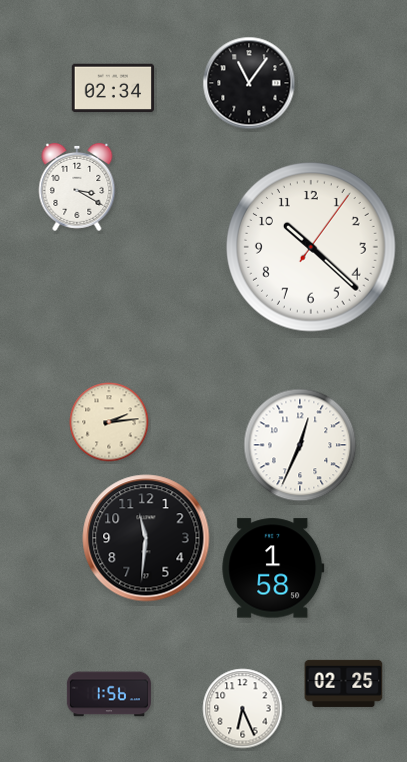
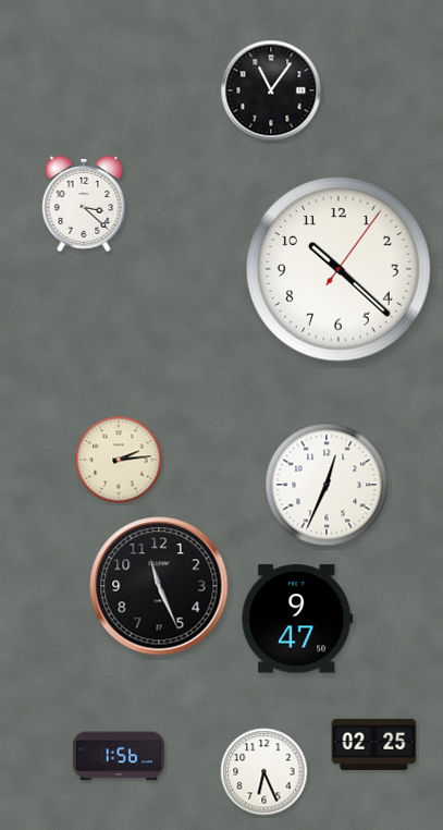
clock at (113, 88): 02:34 -> none
clock at (77, 187): 3:20 -> 3:22
clock at (146, 538): 11:31 -> 11:26
clock at (273, 568): 1:58 -> 9:47
